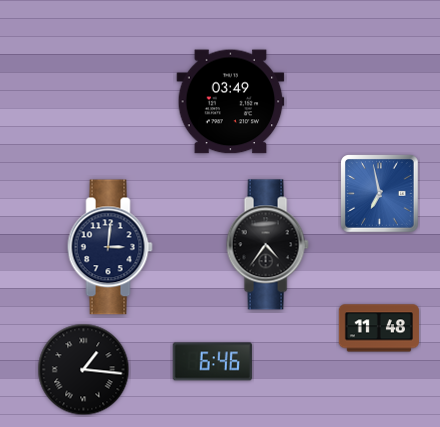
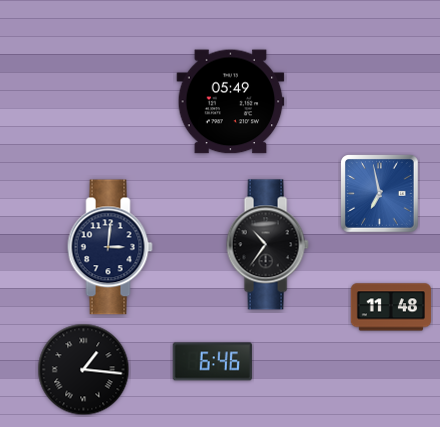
clock at (231, 102): 03:49 -> 05:49
clock at (267, 245): 4:36 -> 10:36
clock at (379, 328) position: (379, 328) -> (391, 307)
